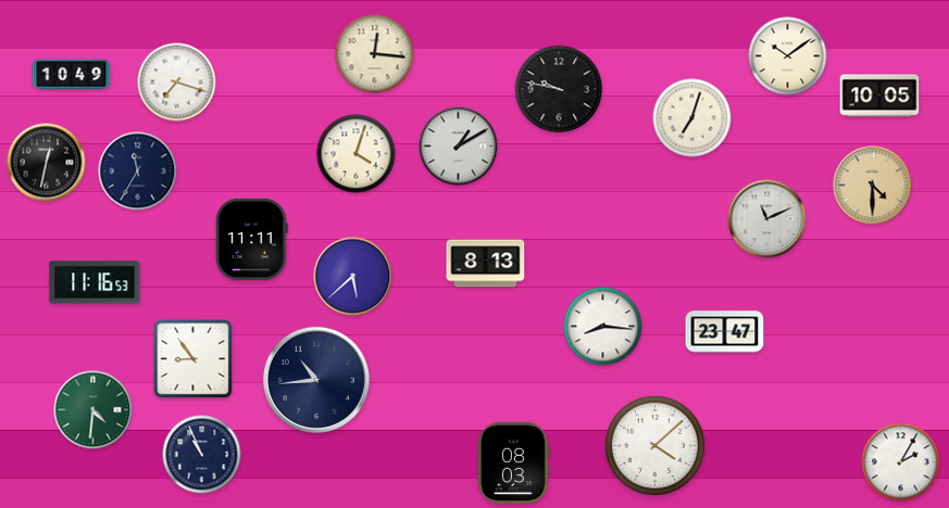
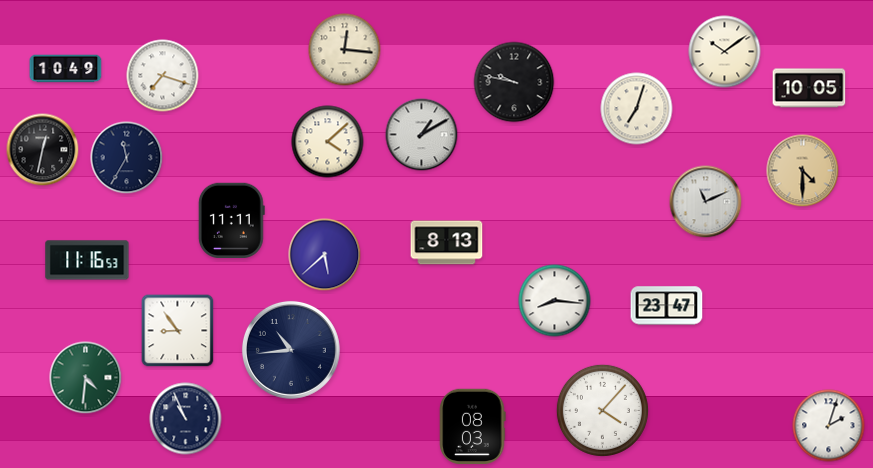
clock at (357, 154): 4:03 -> 4:08
clock at (654, 445): 4:08 -> 4:07
clock at (901, 462): 2:05 -> 2:03
